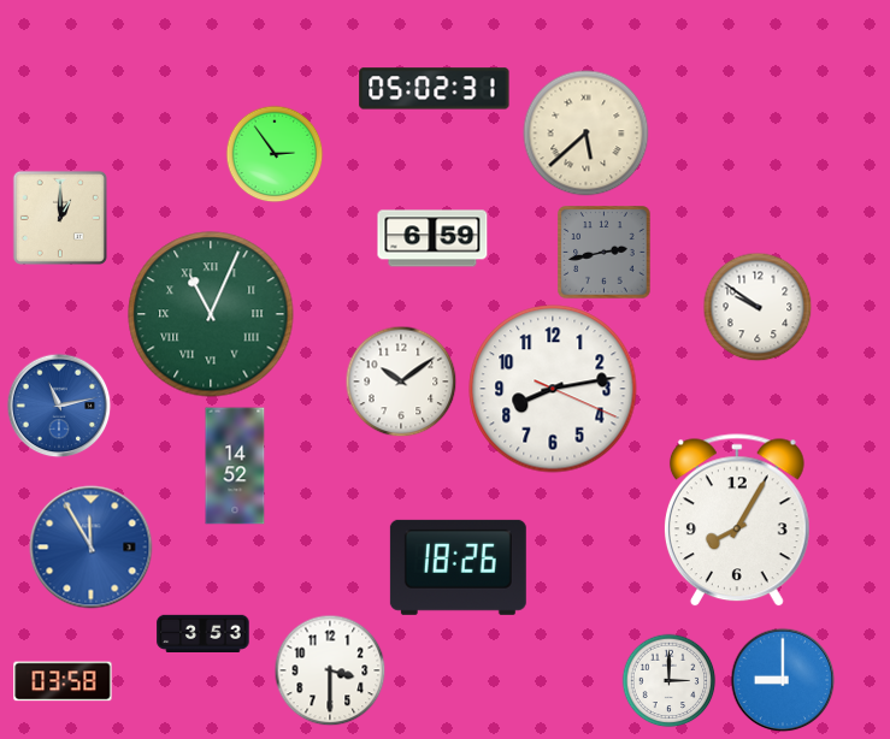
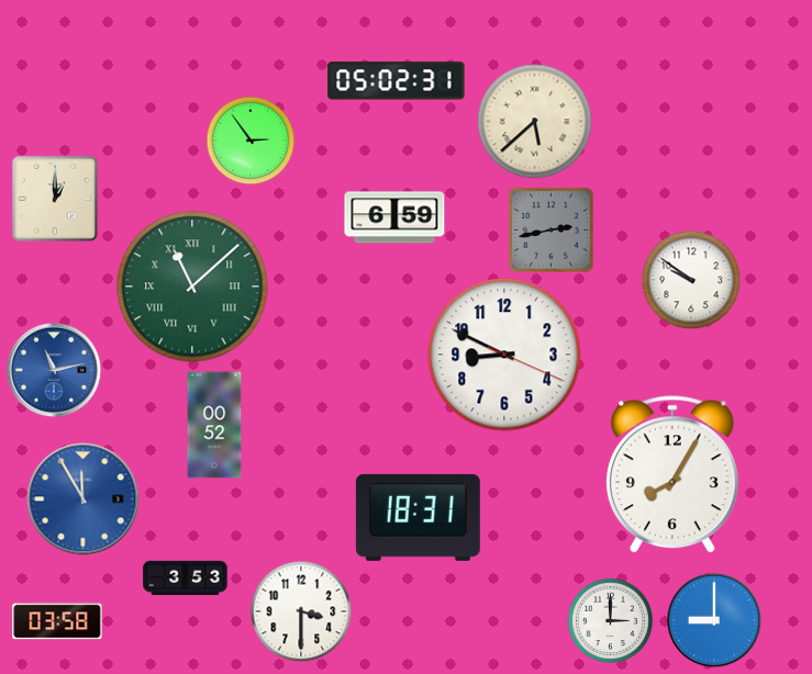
clock at (211, 314): 11:04 -> 11:08
clock at (401, 382): 10:09 -> none
clock at (553, 389): 8:13 -> 8:49
clock at (235, 466): 14:52 -> 00:52
clock at (458, 567): 18:26 -> 18:31
